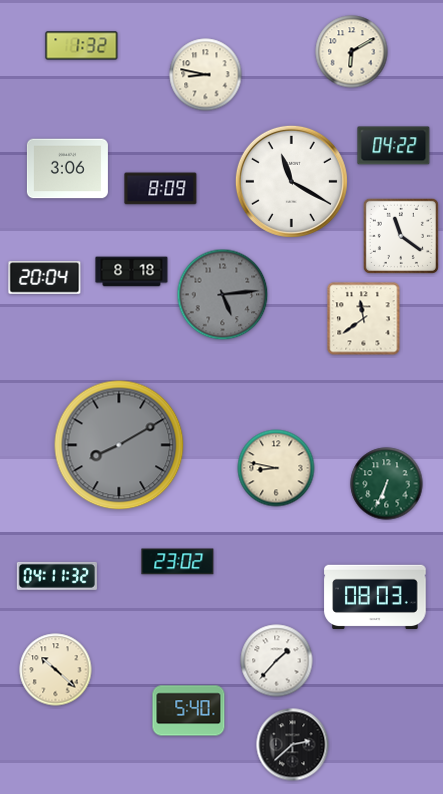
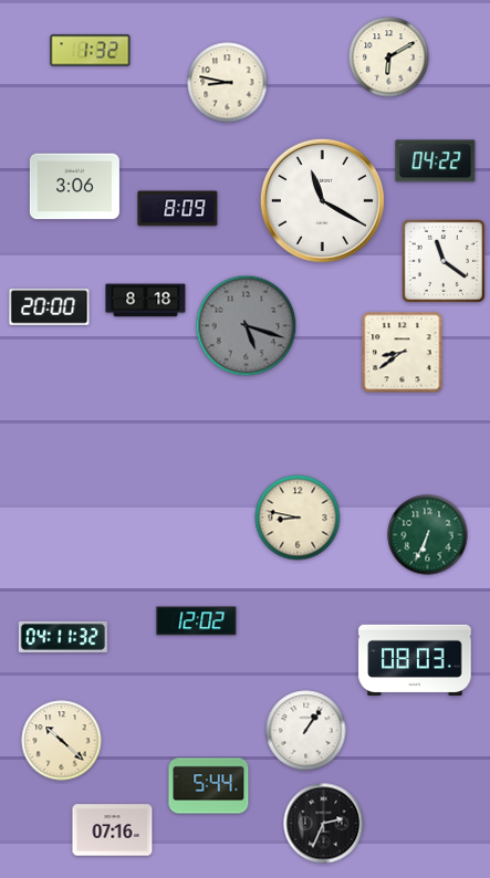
clock at (45, 278): 20:04 -> 20:00
clock at (223, 295): 5:14 -> 5:18
clock at (364, 319): 11:39 -> 8:39
clock at (119, 445): 8:10 -> none
clock at (276, 468) position: (276, 468) -> (298, 518)
clock at (178, 562): 23:02 -> 12:02
clock at (277, 661): 1:37 -> 1:06
clock at (189, 711): 5:40 -> 5:44
clock at (293, 745): 2:38 -> 2:34
clock at (113, 830): none -> 07:16
